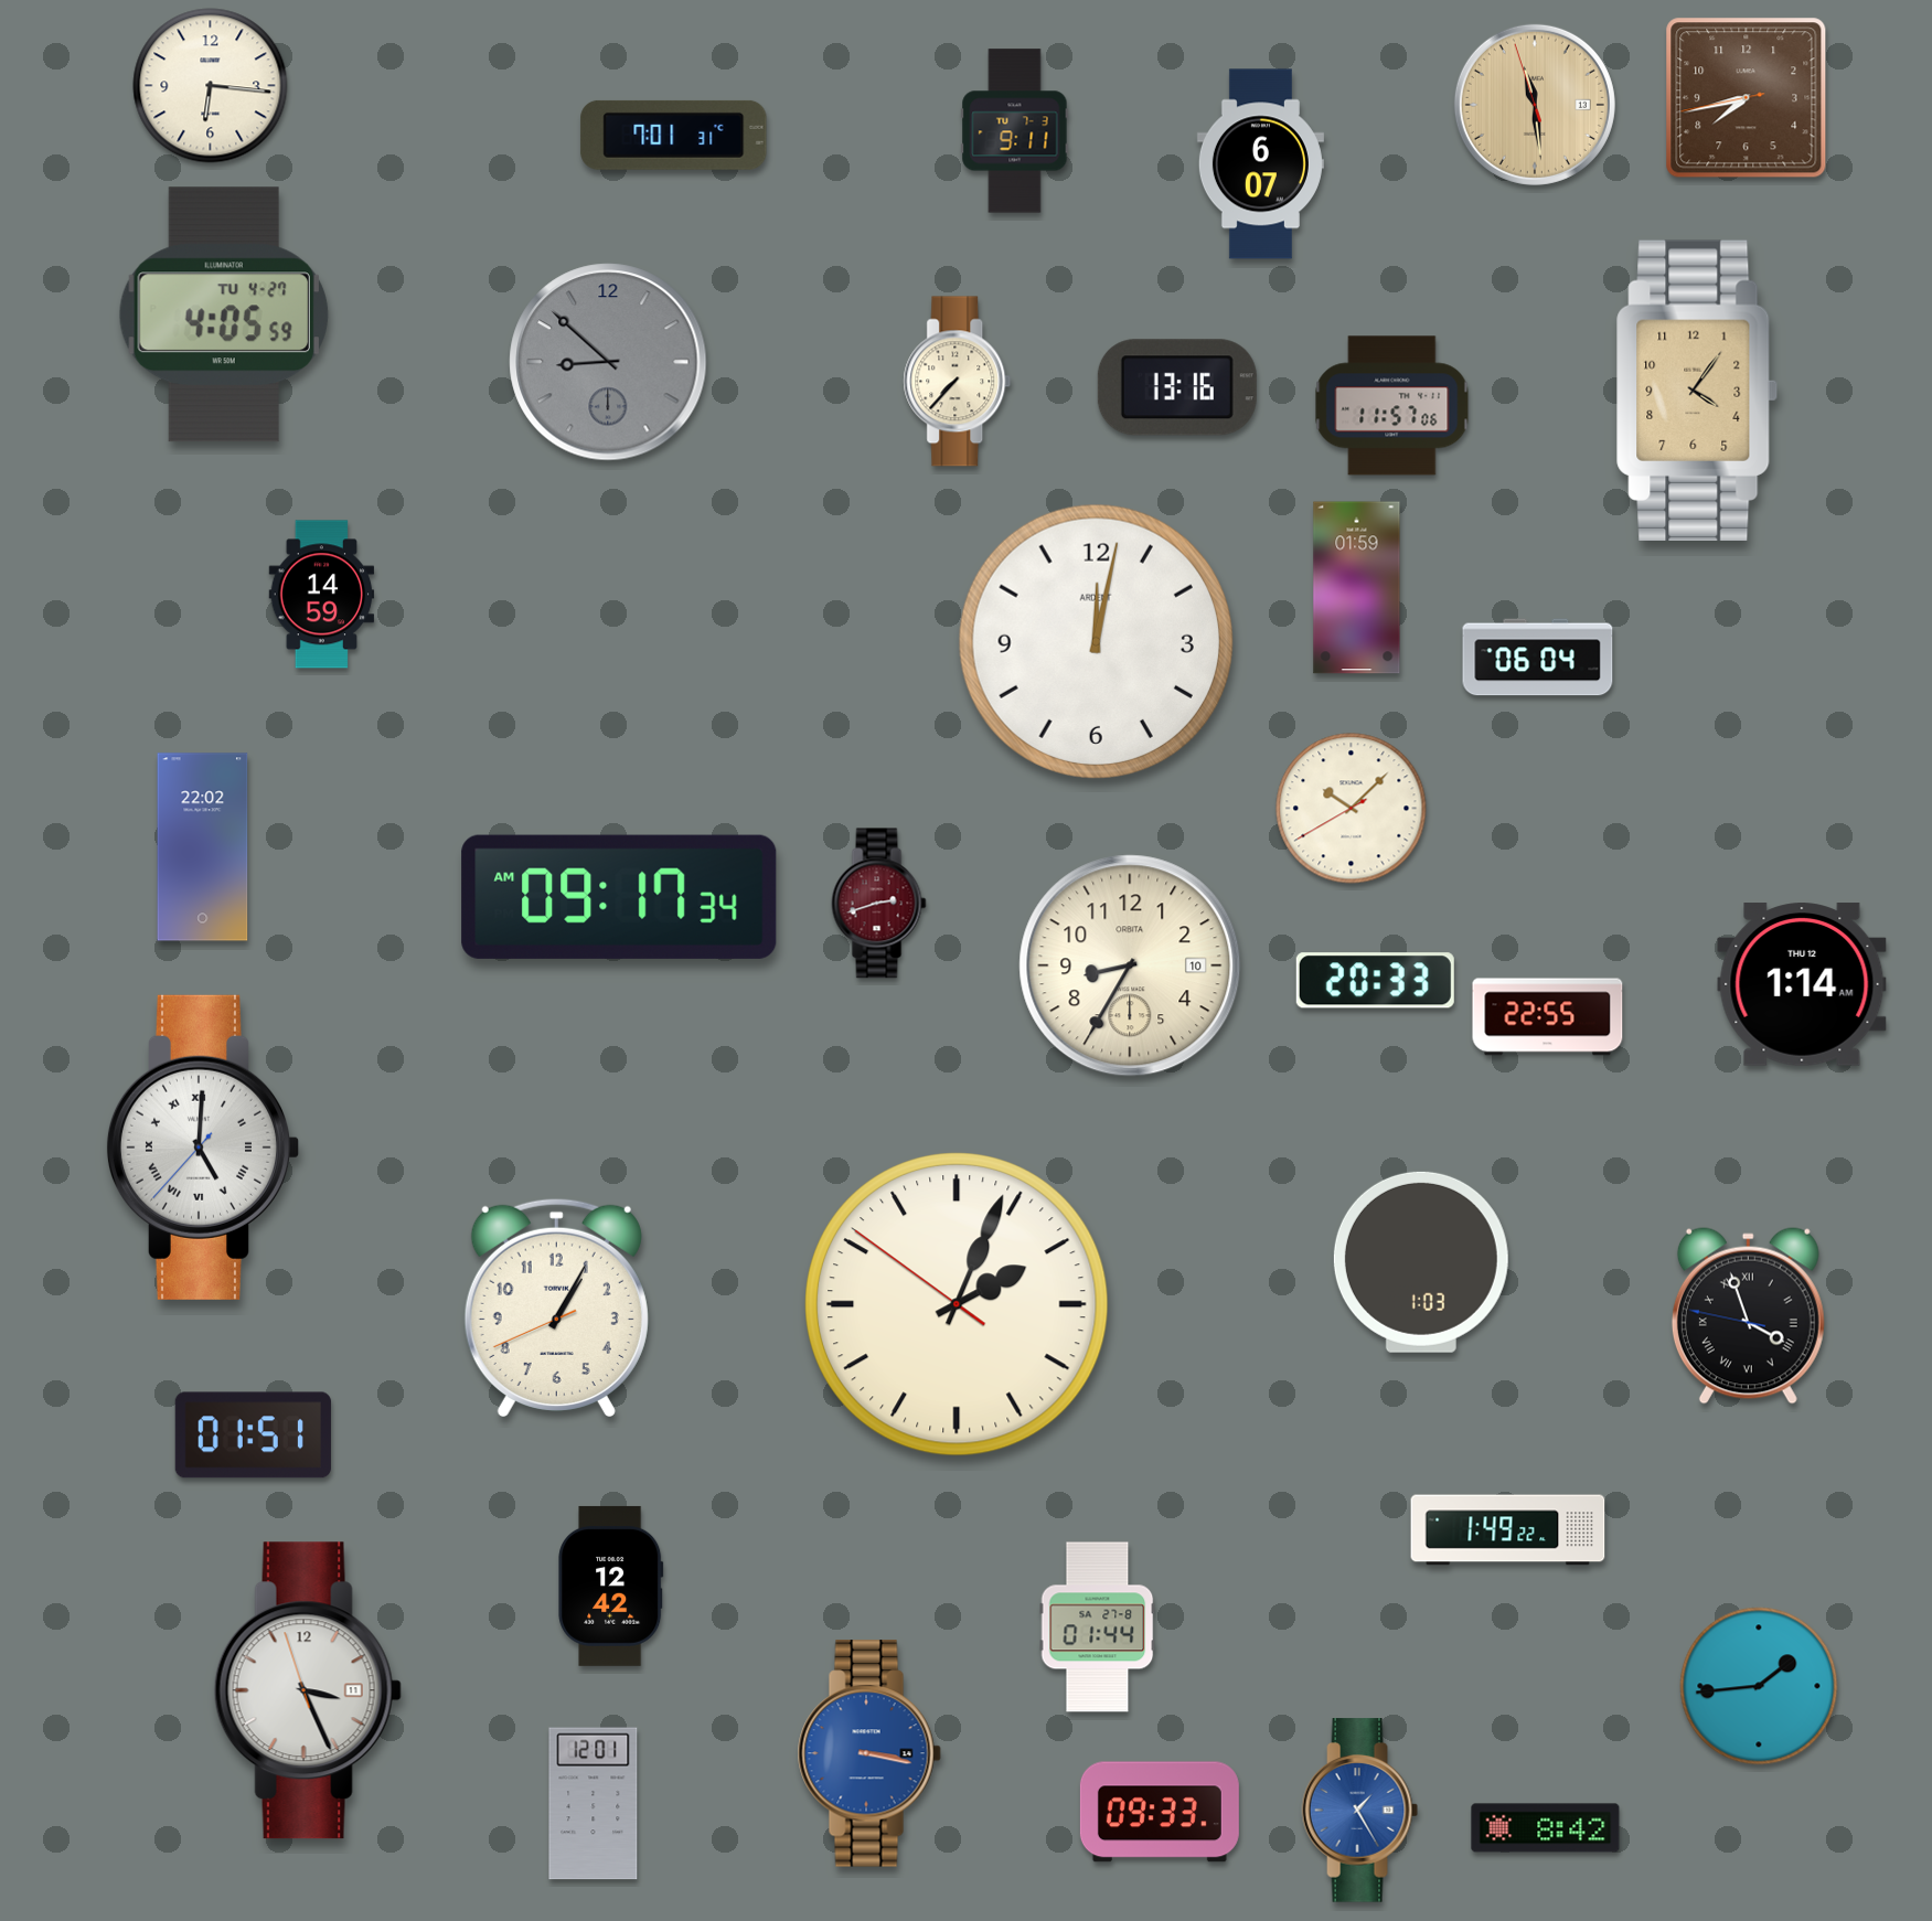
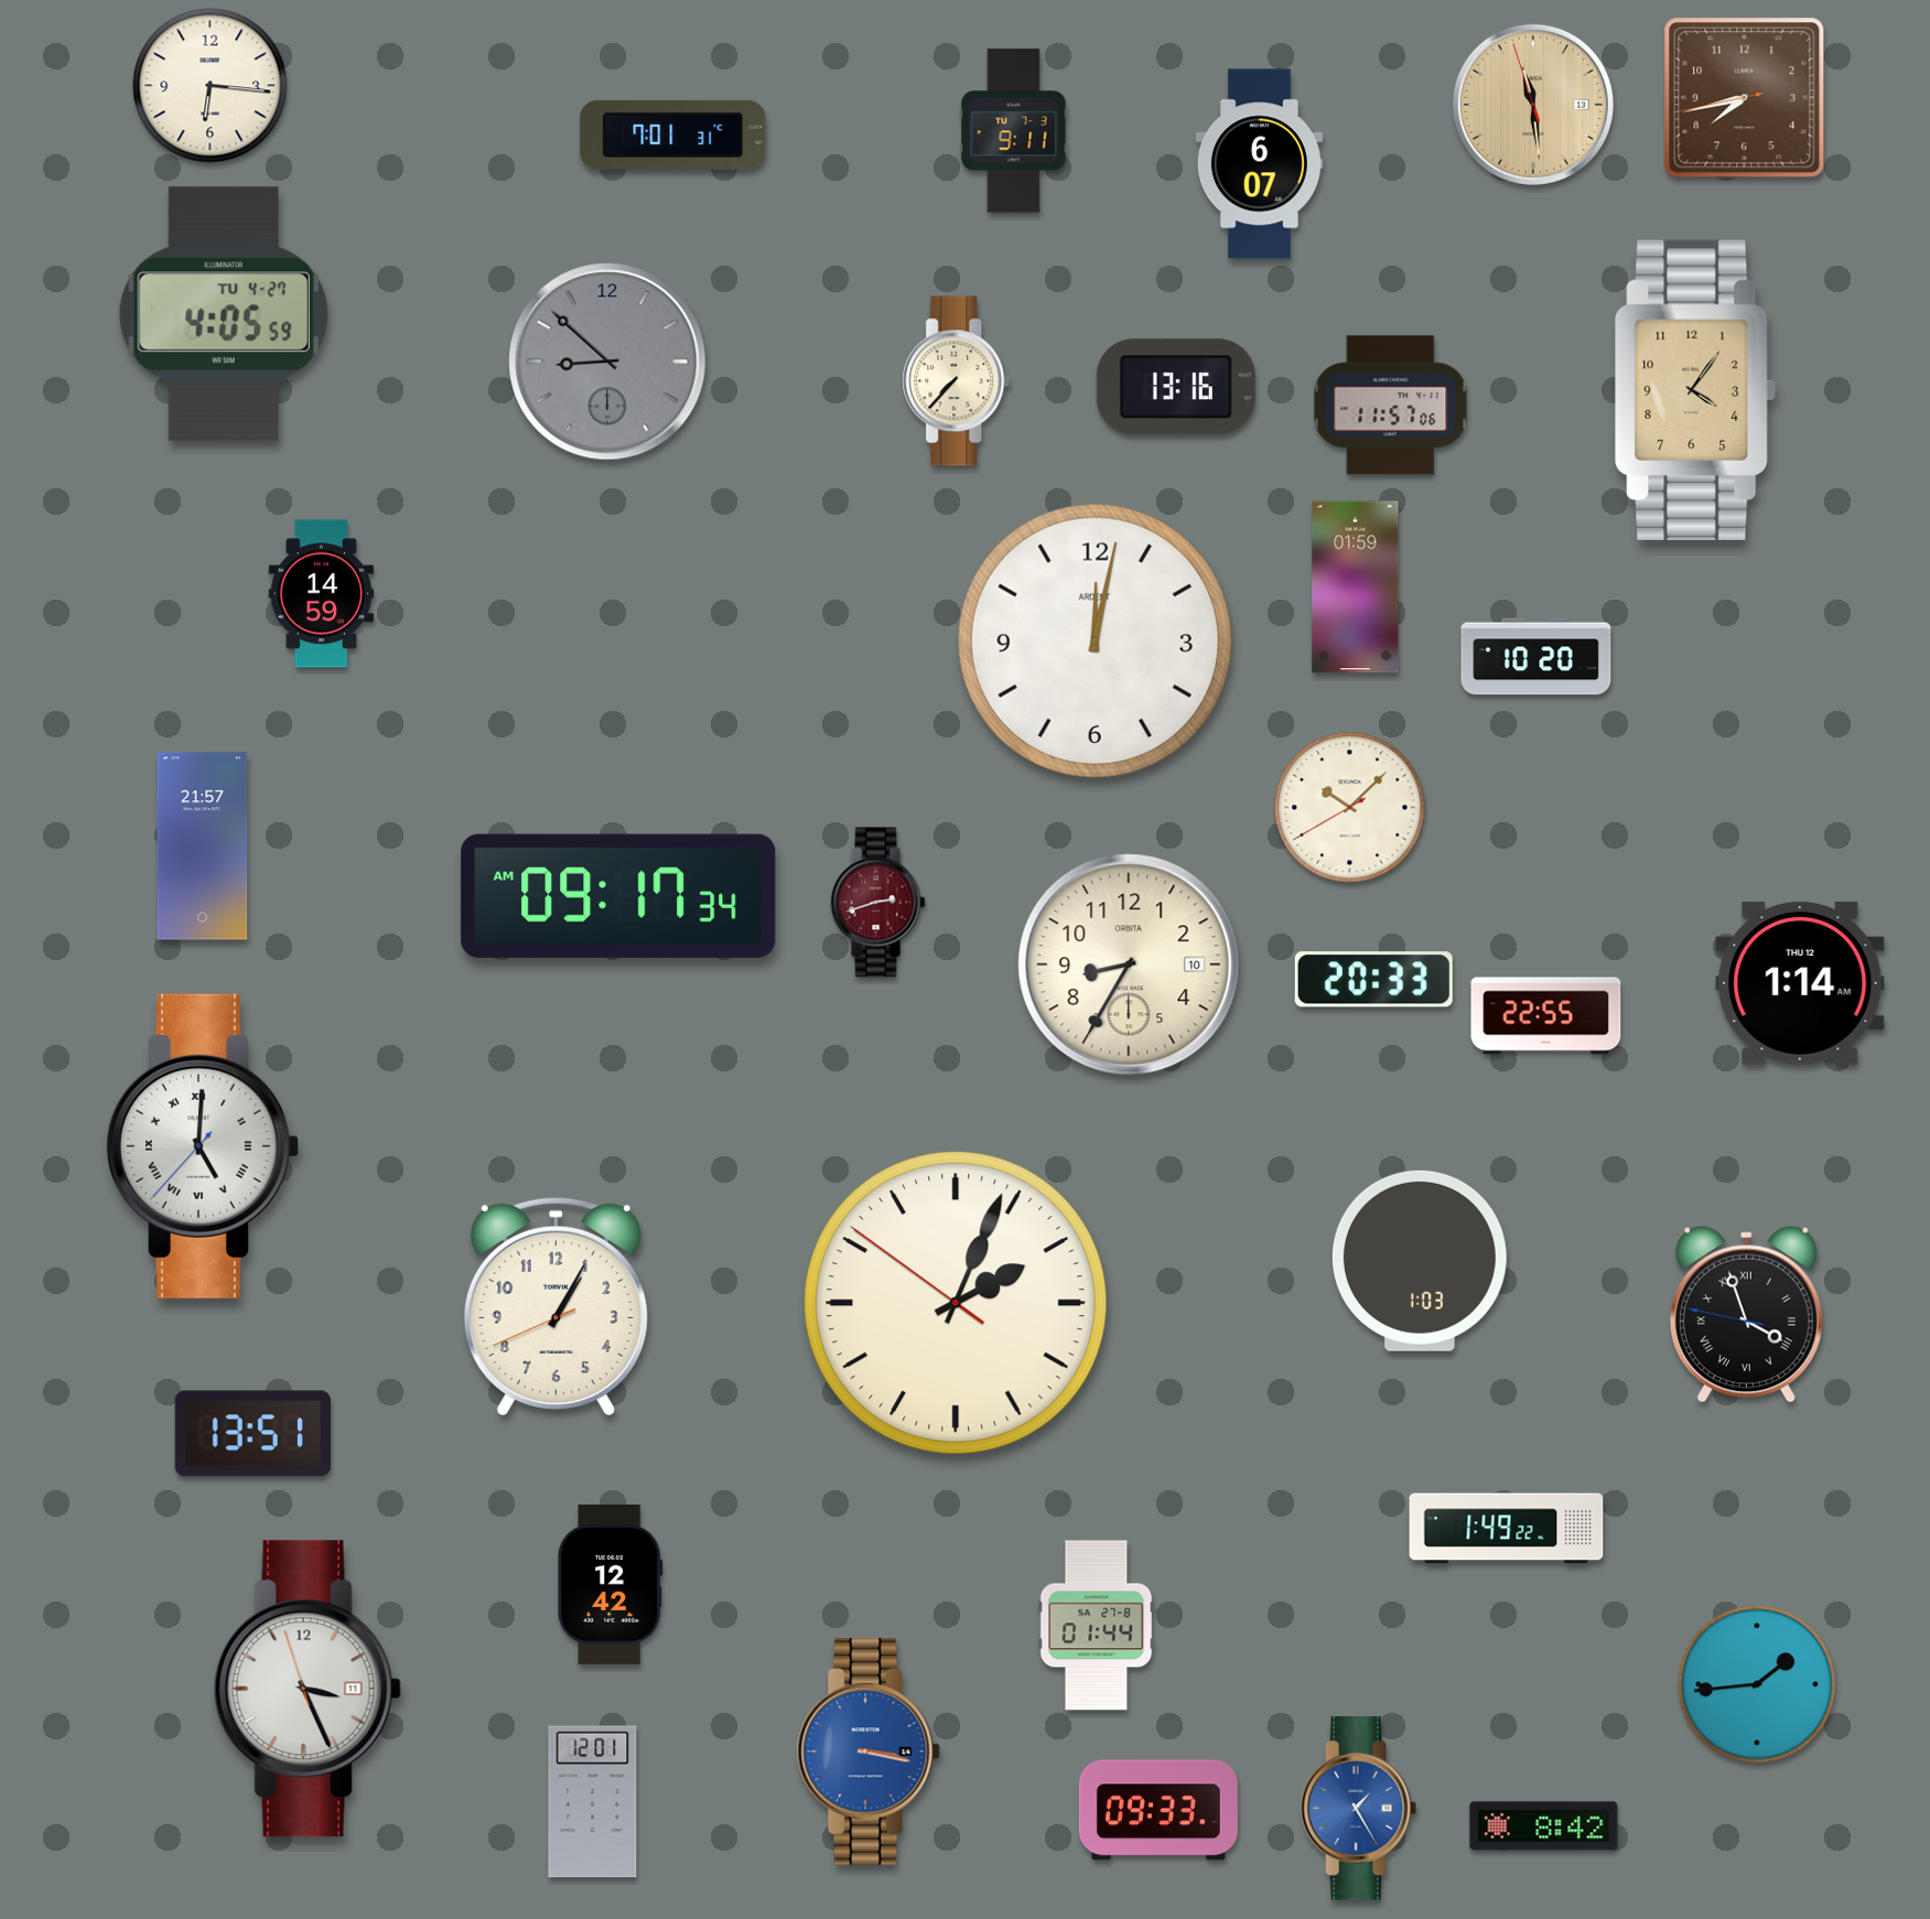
clock at (1538, 658): 06:04 -> 10:20
clock at (203, 847): 22:02 -> 21:57
clock at (253, 1436): 01:51 -> 13:51
